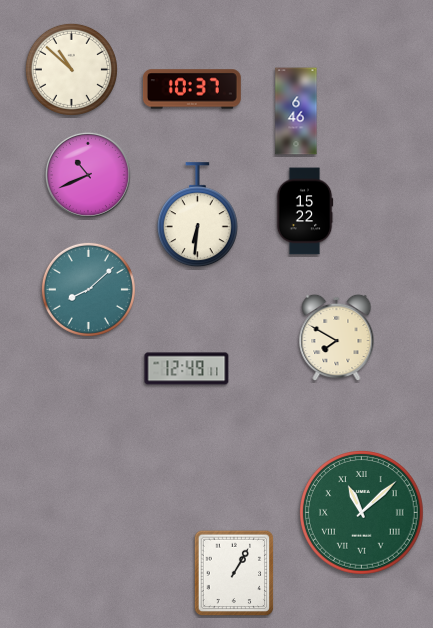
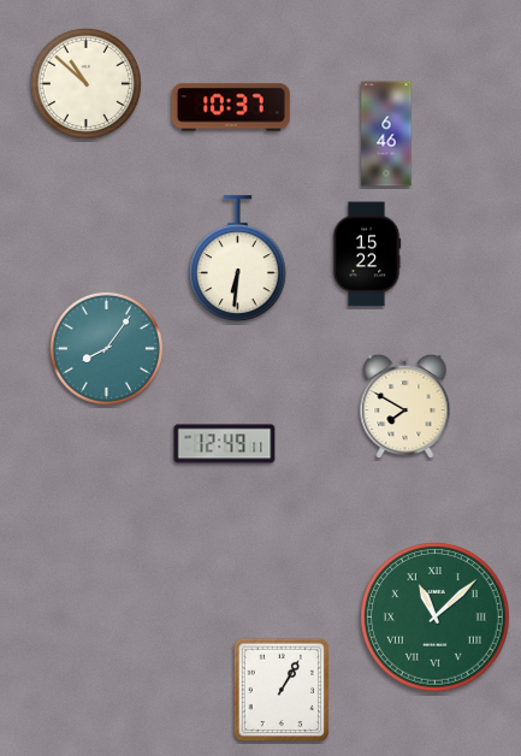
clock at (296, 111) position: (296, 111) -> (386, 134)
clock at (88, 175): 10:41 -> none
clock at (88, 289): 8:08 -> 8:06
